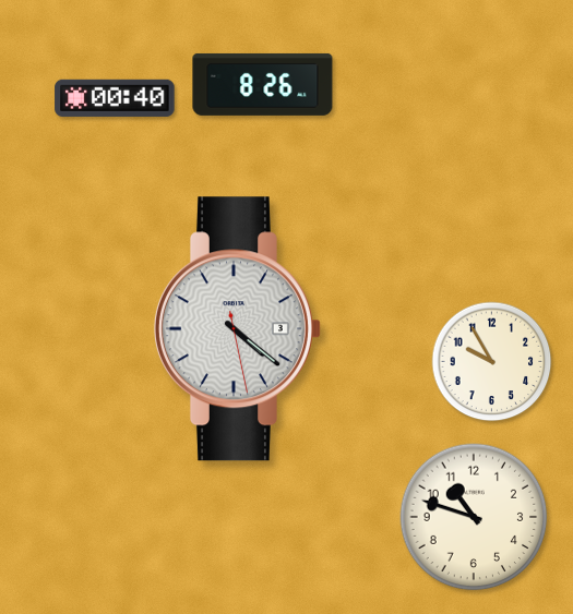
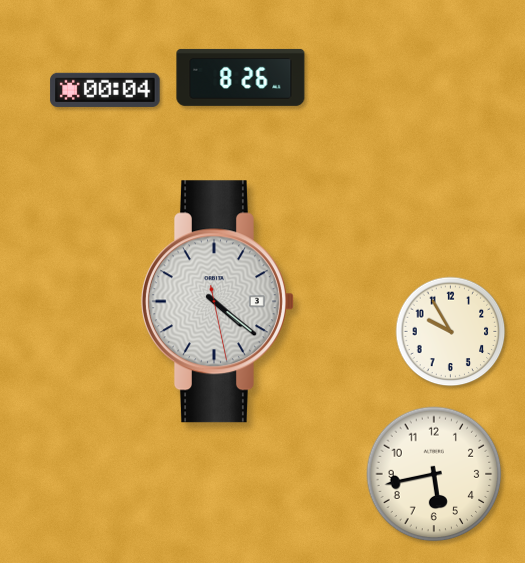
clock at (115, 98): 00:40 -> 00:04
clock at (474, 517): 10:48 -> 5:43
